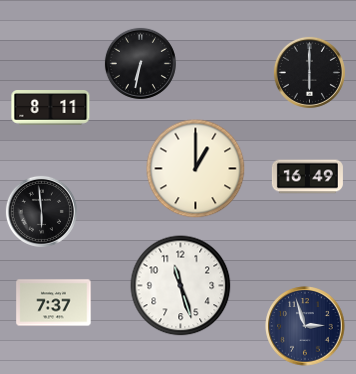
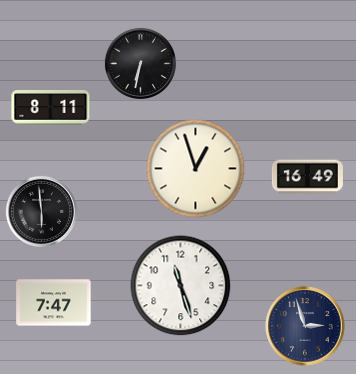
clock at (309, 72): 6:00 -> none
clock at (196, 169): 1:00 -> 12:57
clock at (54, 303): 7:37 -> 7:47
